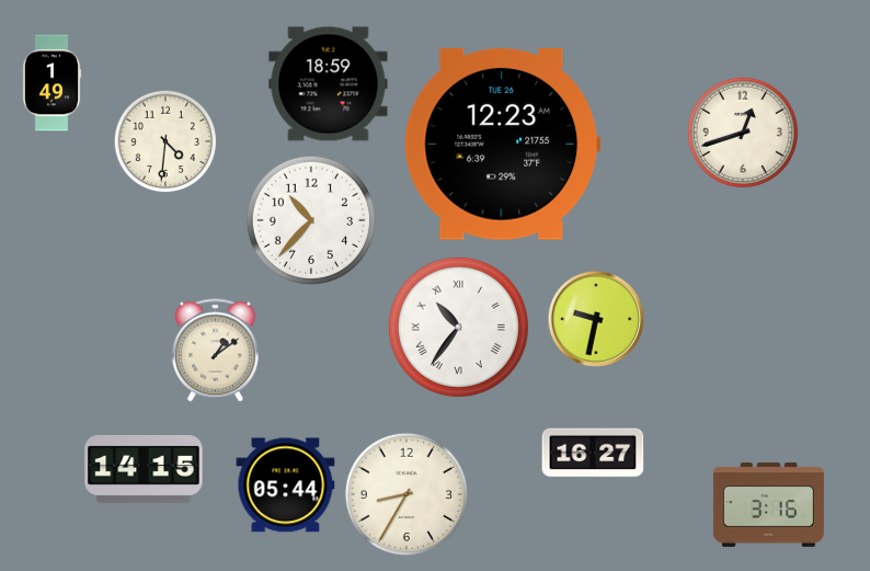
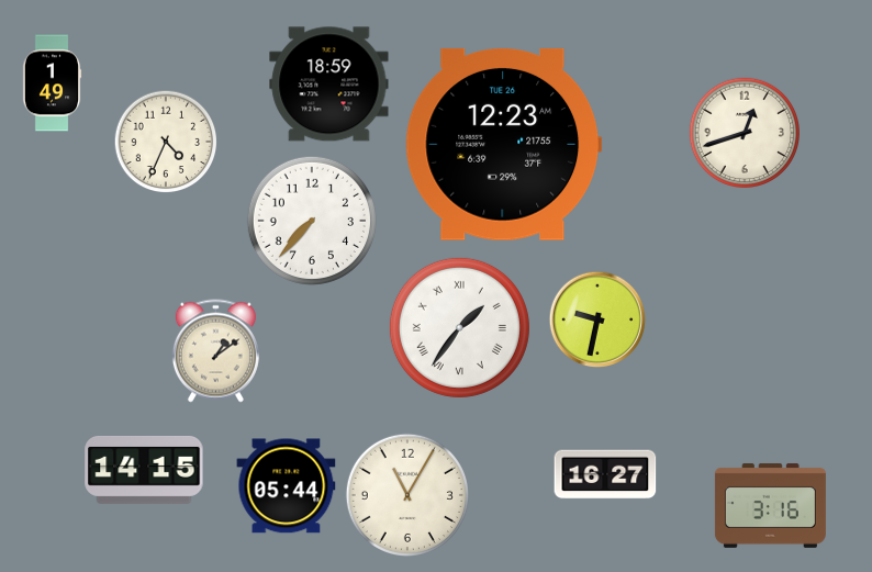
clock at (165, 141): 4:31 -> 4:34
clock at (311, 220): 10:37 -> 7:37
clock at (458, 327): 10:36 -> 1:36
clock at (593, 453) position: (593, 453) -> (605, 474)
clock at (407, 494): 8:35 -> 11:05
